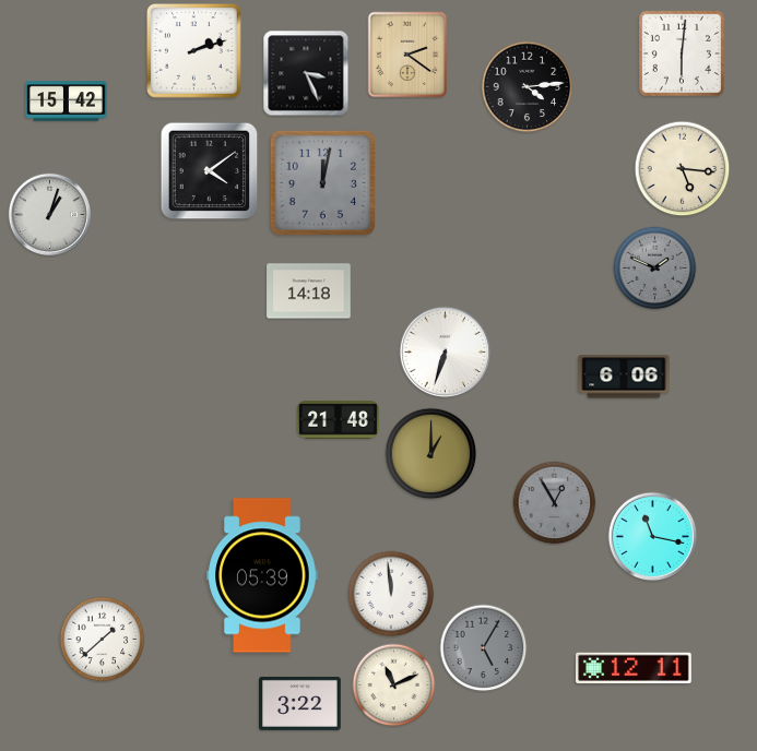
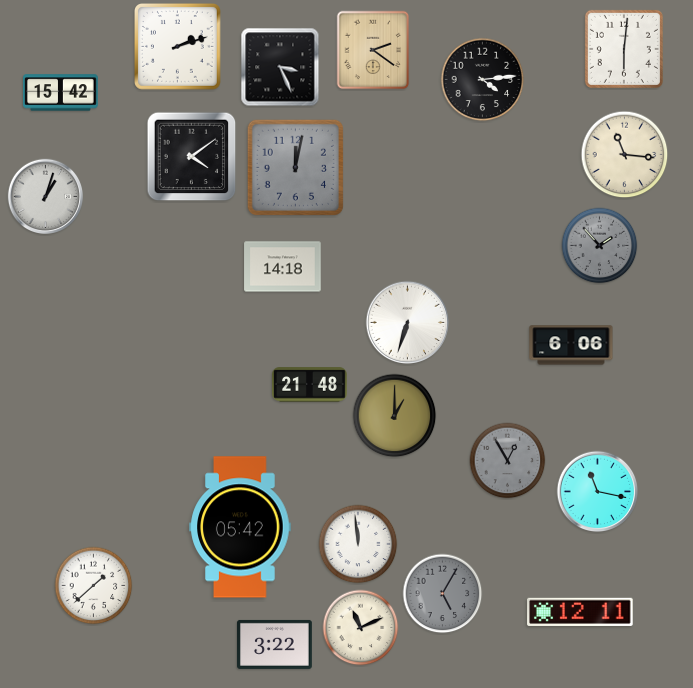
clock at (683, 169): 5:16 -> 11:16
clock at (655, 269): 1:49 -> 1:53
clock at (262, 575): 05:39 -> 05:42
